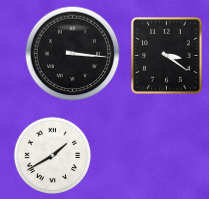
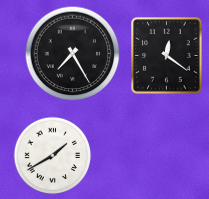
clock at (72, 53): 3:16 -> 7:25
clock at (167, 56): 3:21 -> 12:21
